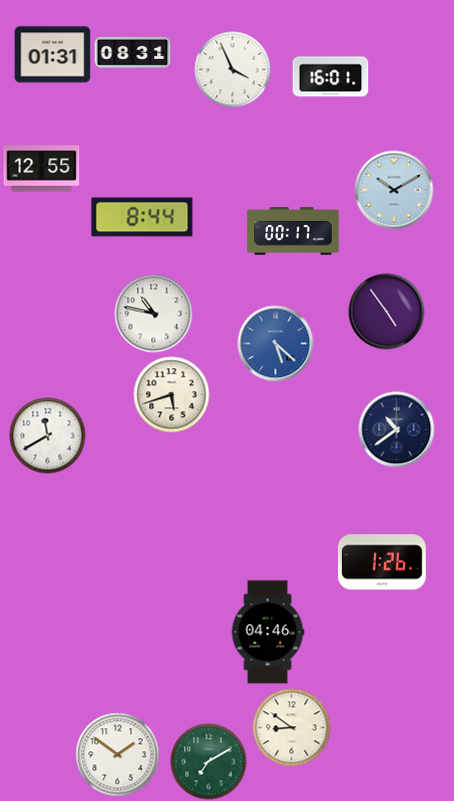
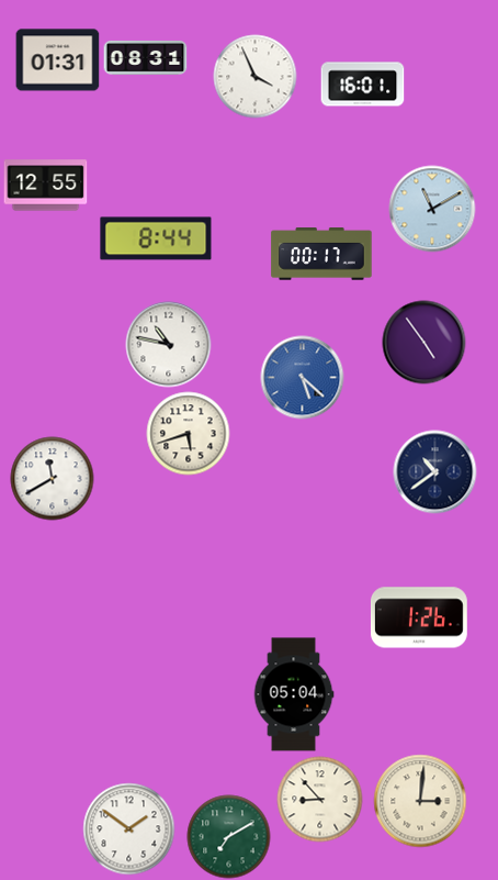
clock at (394, 190): 10:10 -> 11:10
clock at (268, 632): 04:46 -> 05:04
clock at (292, 728): 8:51 -> 8:53
clock at (420, 801): none -> 3:01
